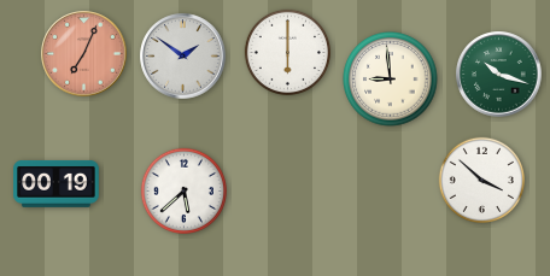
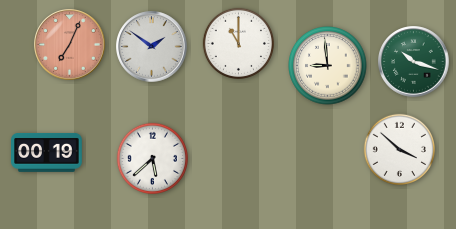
clock at (287, 52): 6:00 -> 11:00
clock at (391, 80) position: (391, 80) -> (328, 66)
